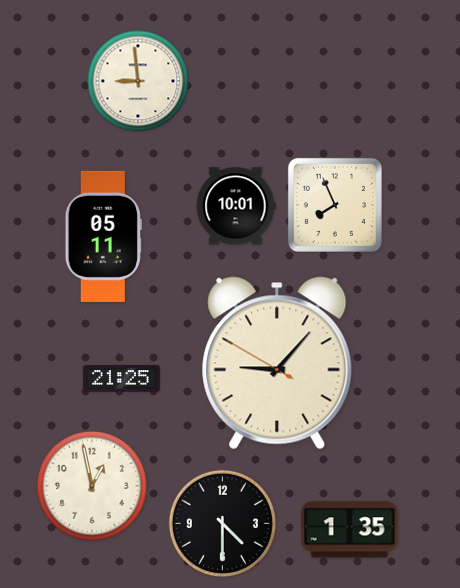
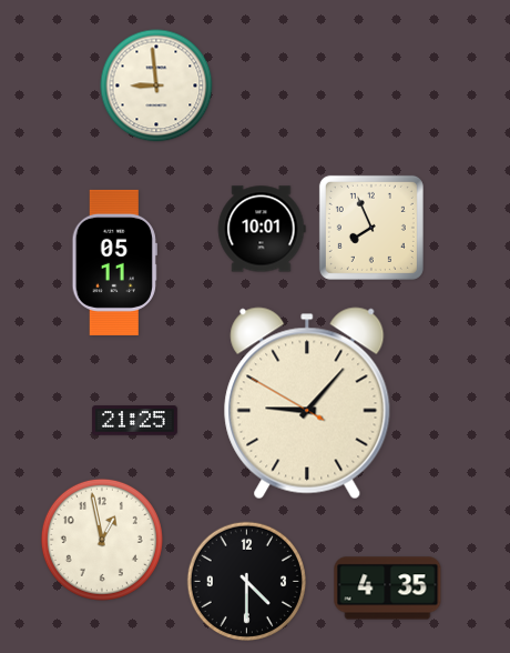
clock at (138, 81) position: (138, 81) -> (156, 86)
clock at (350, 530): 1:35 -> 4:35
